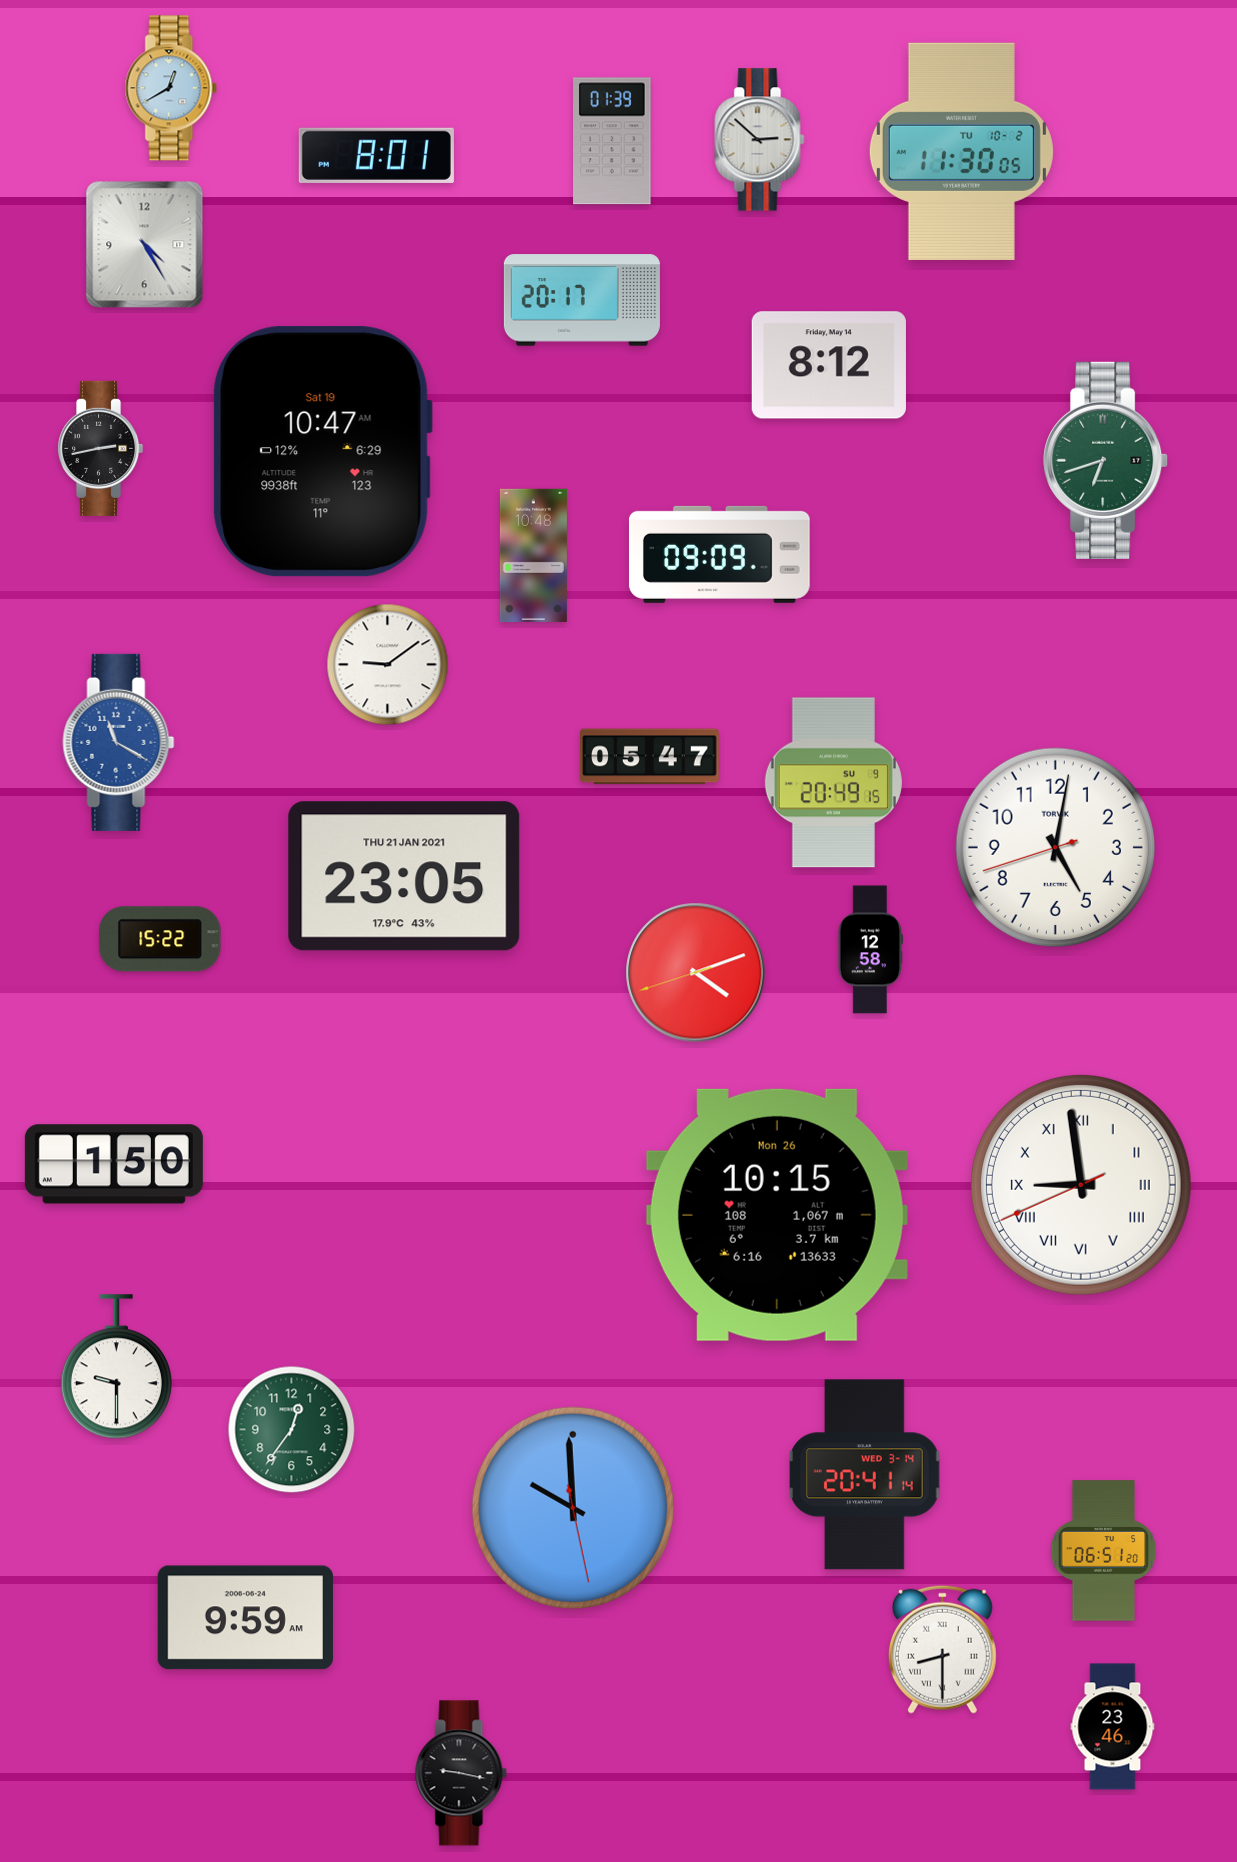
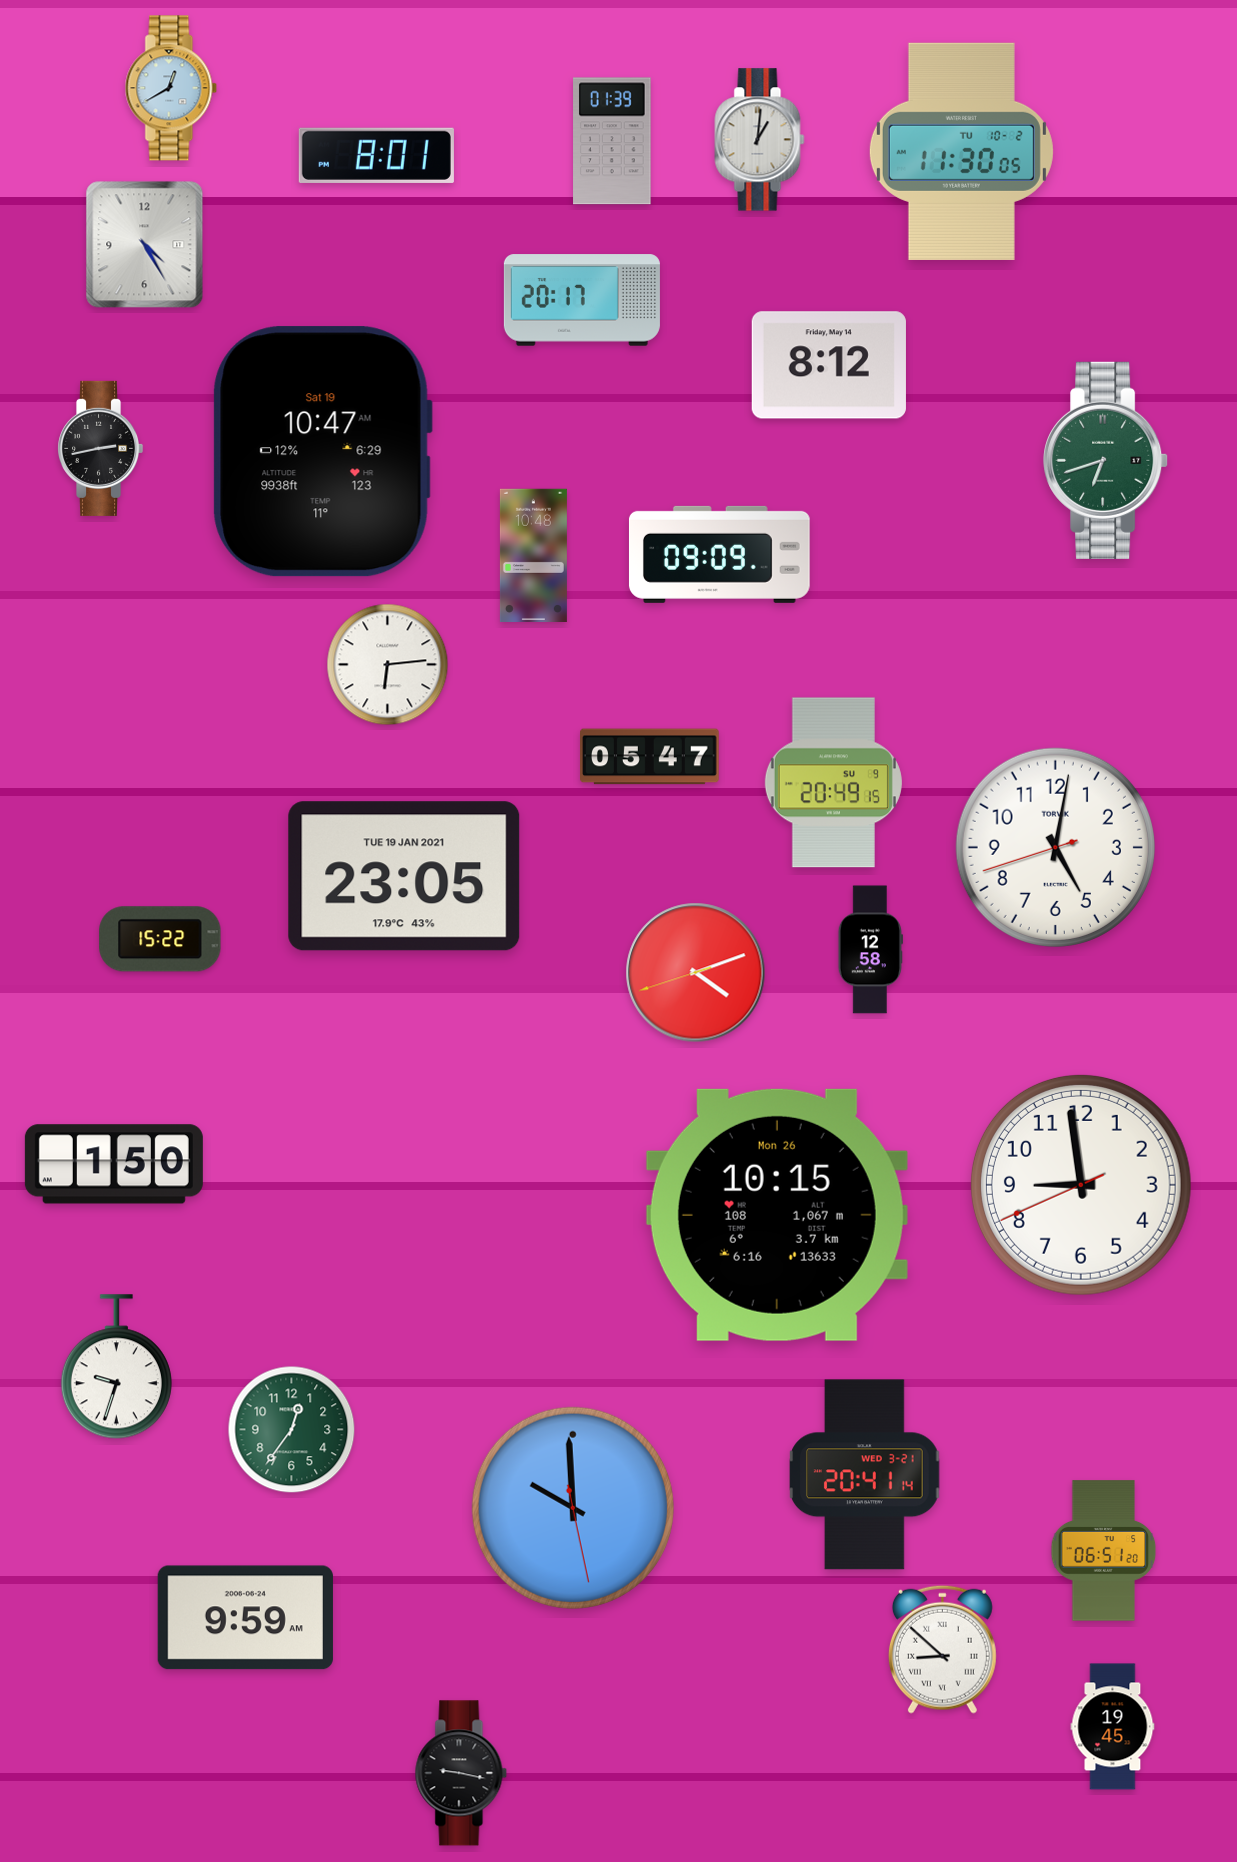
clock at (760, 140): 2:52 -> 1:01
clock at (388, 665): 9:09 -> 6:14
clock at (119, 742): 11:20 -> none
clock at (404, 876) date: THU 21 JAN 2021 -> TUE 19 JAN 2021
clock at (1081, 1185) numerals: Roman -> Arabic
clock at (116, 1367): 9:30 -> 9:33
clock at (865, 1475) date: WED 3-14 -> WED 3-21
clock at (942, 1649): 8:30 -> 8:52
clock at (1113, 1727): 23:46 -> 19:45
